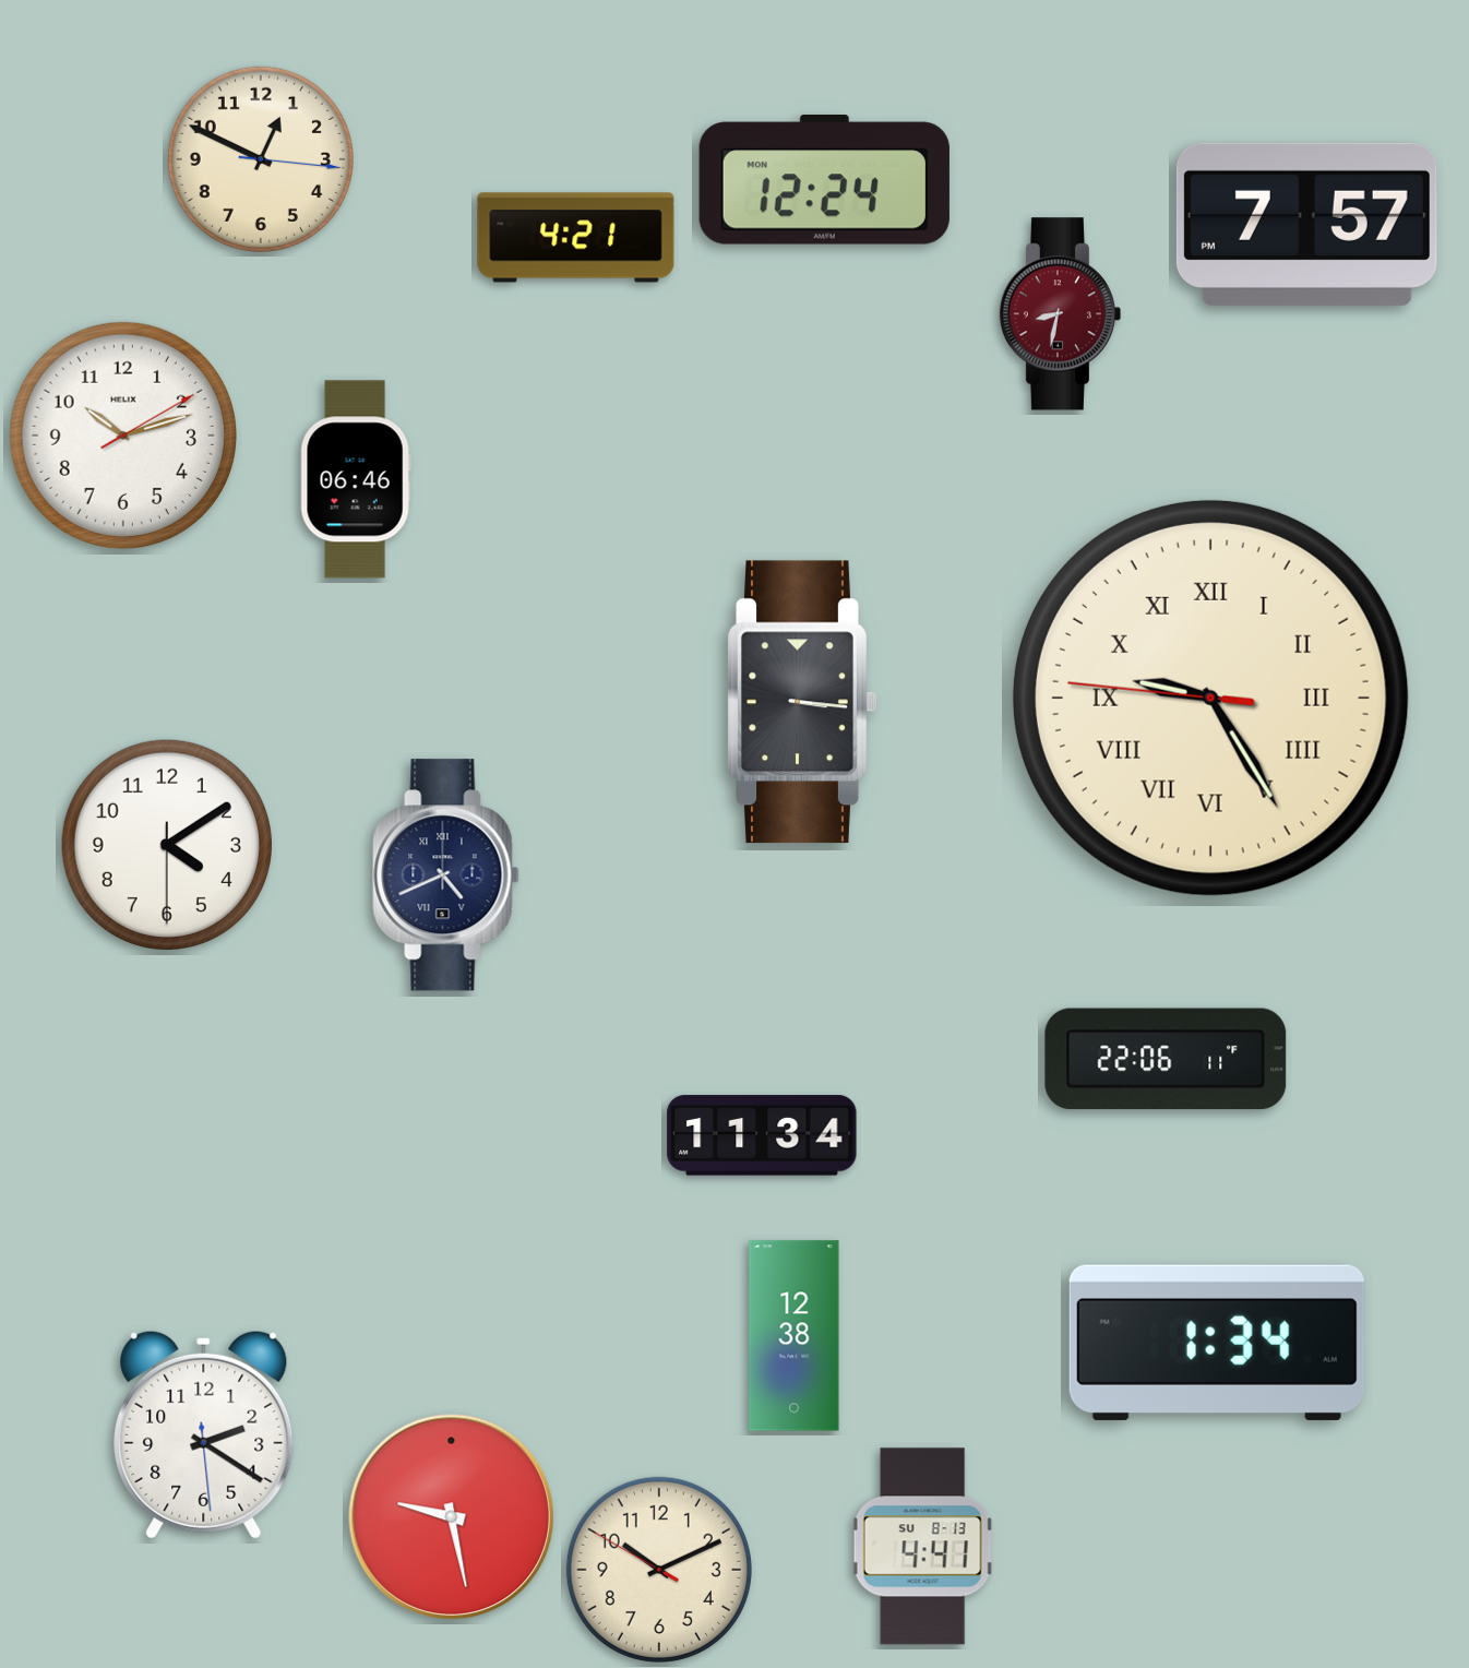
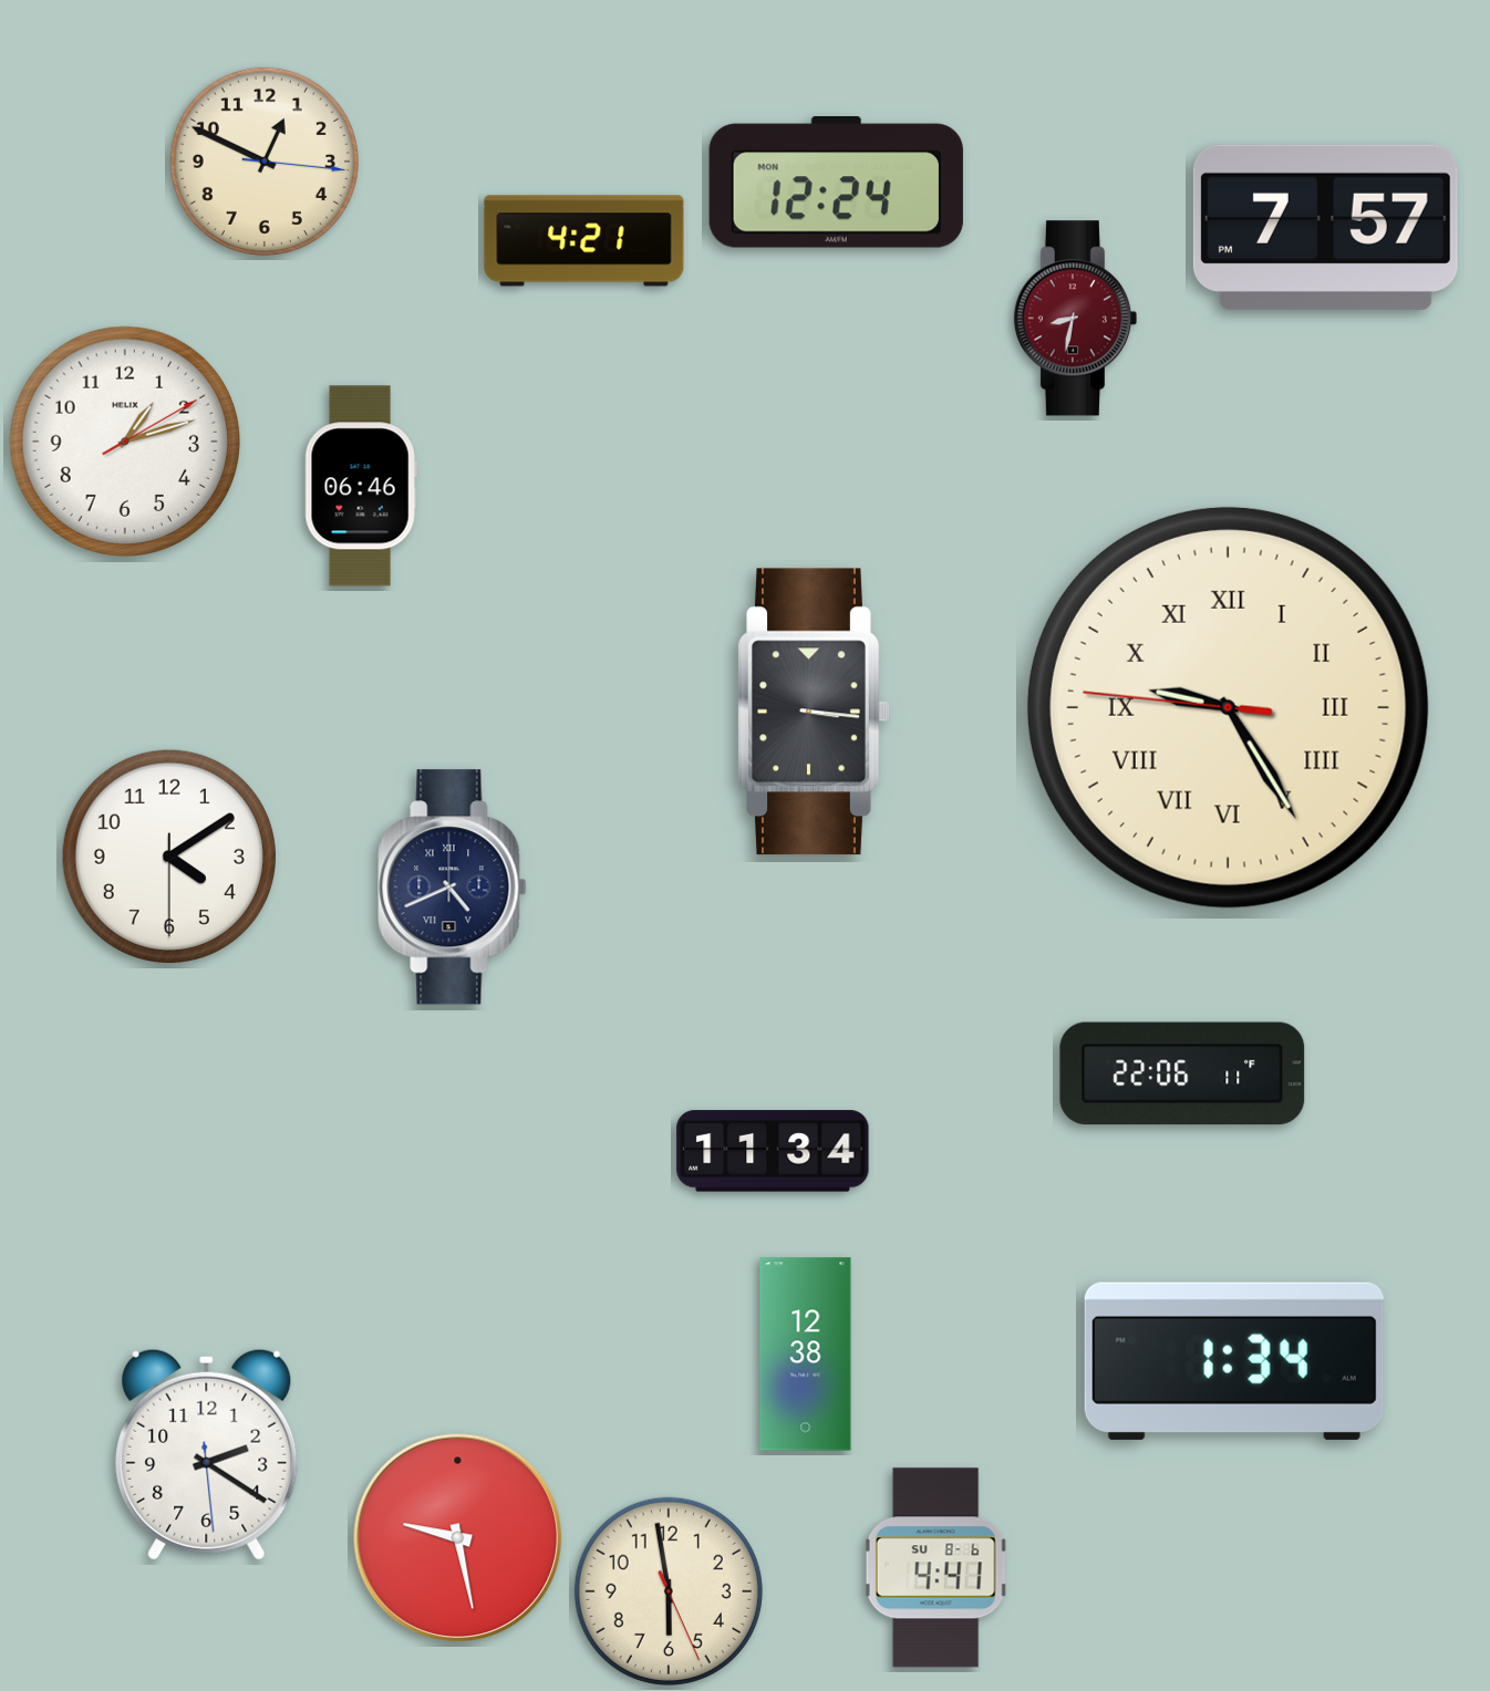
clock at (122, 434): 10:12 -> 1:12
clock at (922, 1547) date: SU 8-13 -> SU 8-6
clock at (659, 1570): 10:10 -> 5:58
